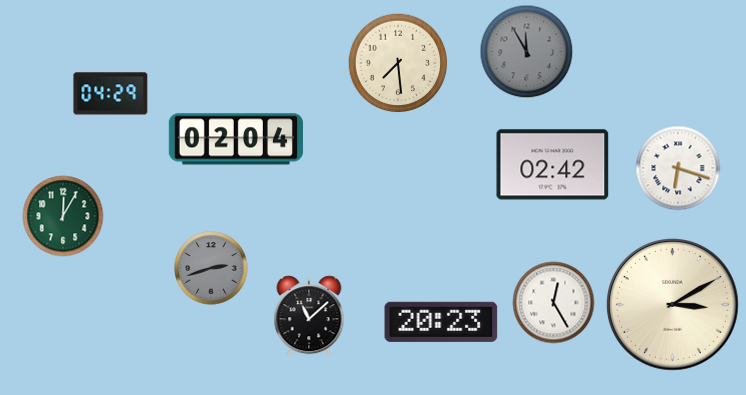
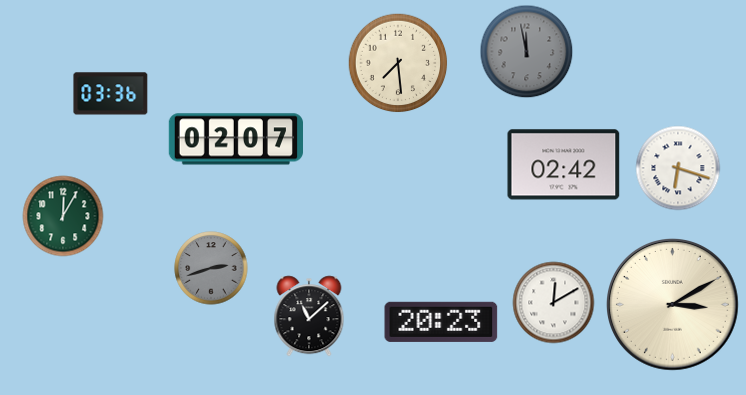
clock at (527, 52): 11:55 -> 11:58
clock at (111, 94): 04:29 -> 03:36
clock at (235, 139): 02:04 -> 02:07
clock at (553, 165) position: (553, 165) -> (564, 165)
clock at (554, 303): 12:25 -> 12:10
